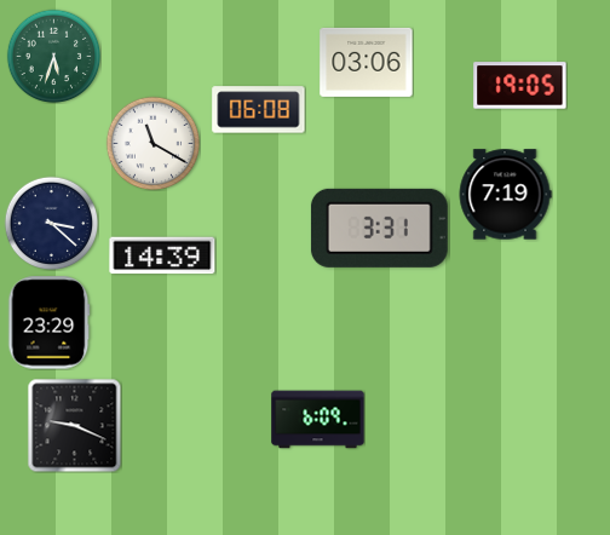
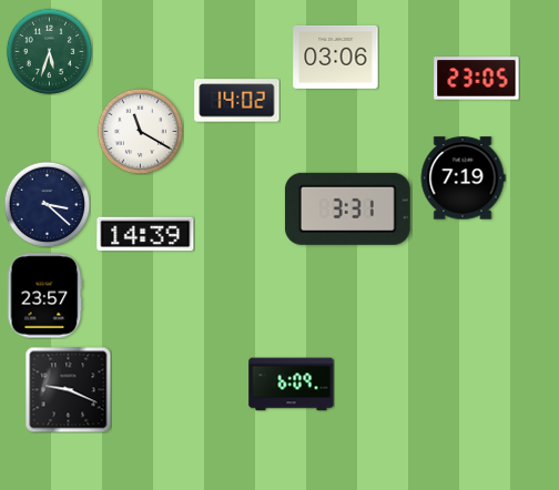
clock at (520, 86): 19:05 -> 23:05
clock at (259, 110): 06:08 -> 14:02
clock at (162, 255) position: (162, 255) -> (145, 234)
clock at (50, 323): 23:29 -> 23:57
